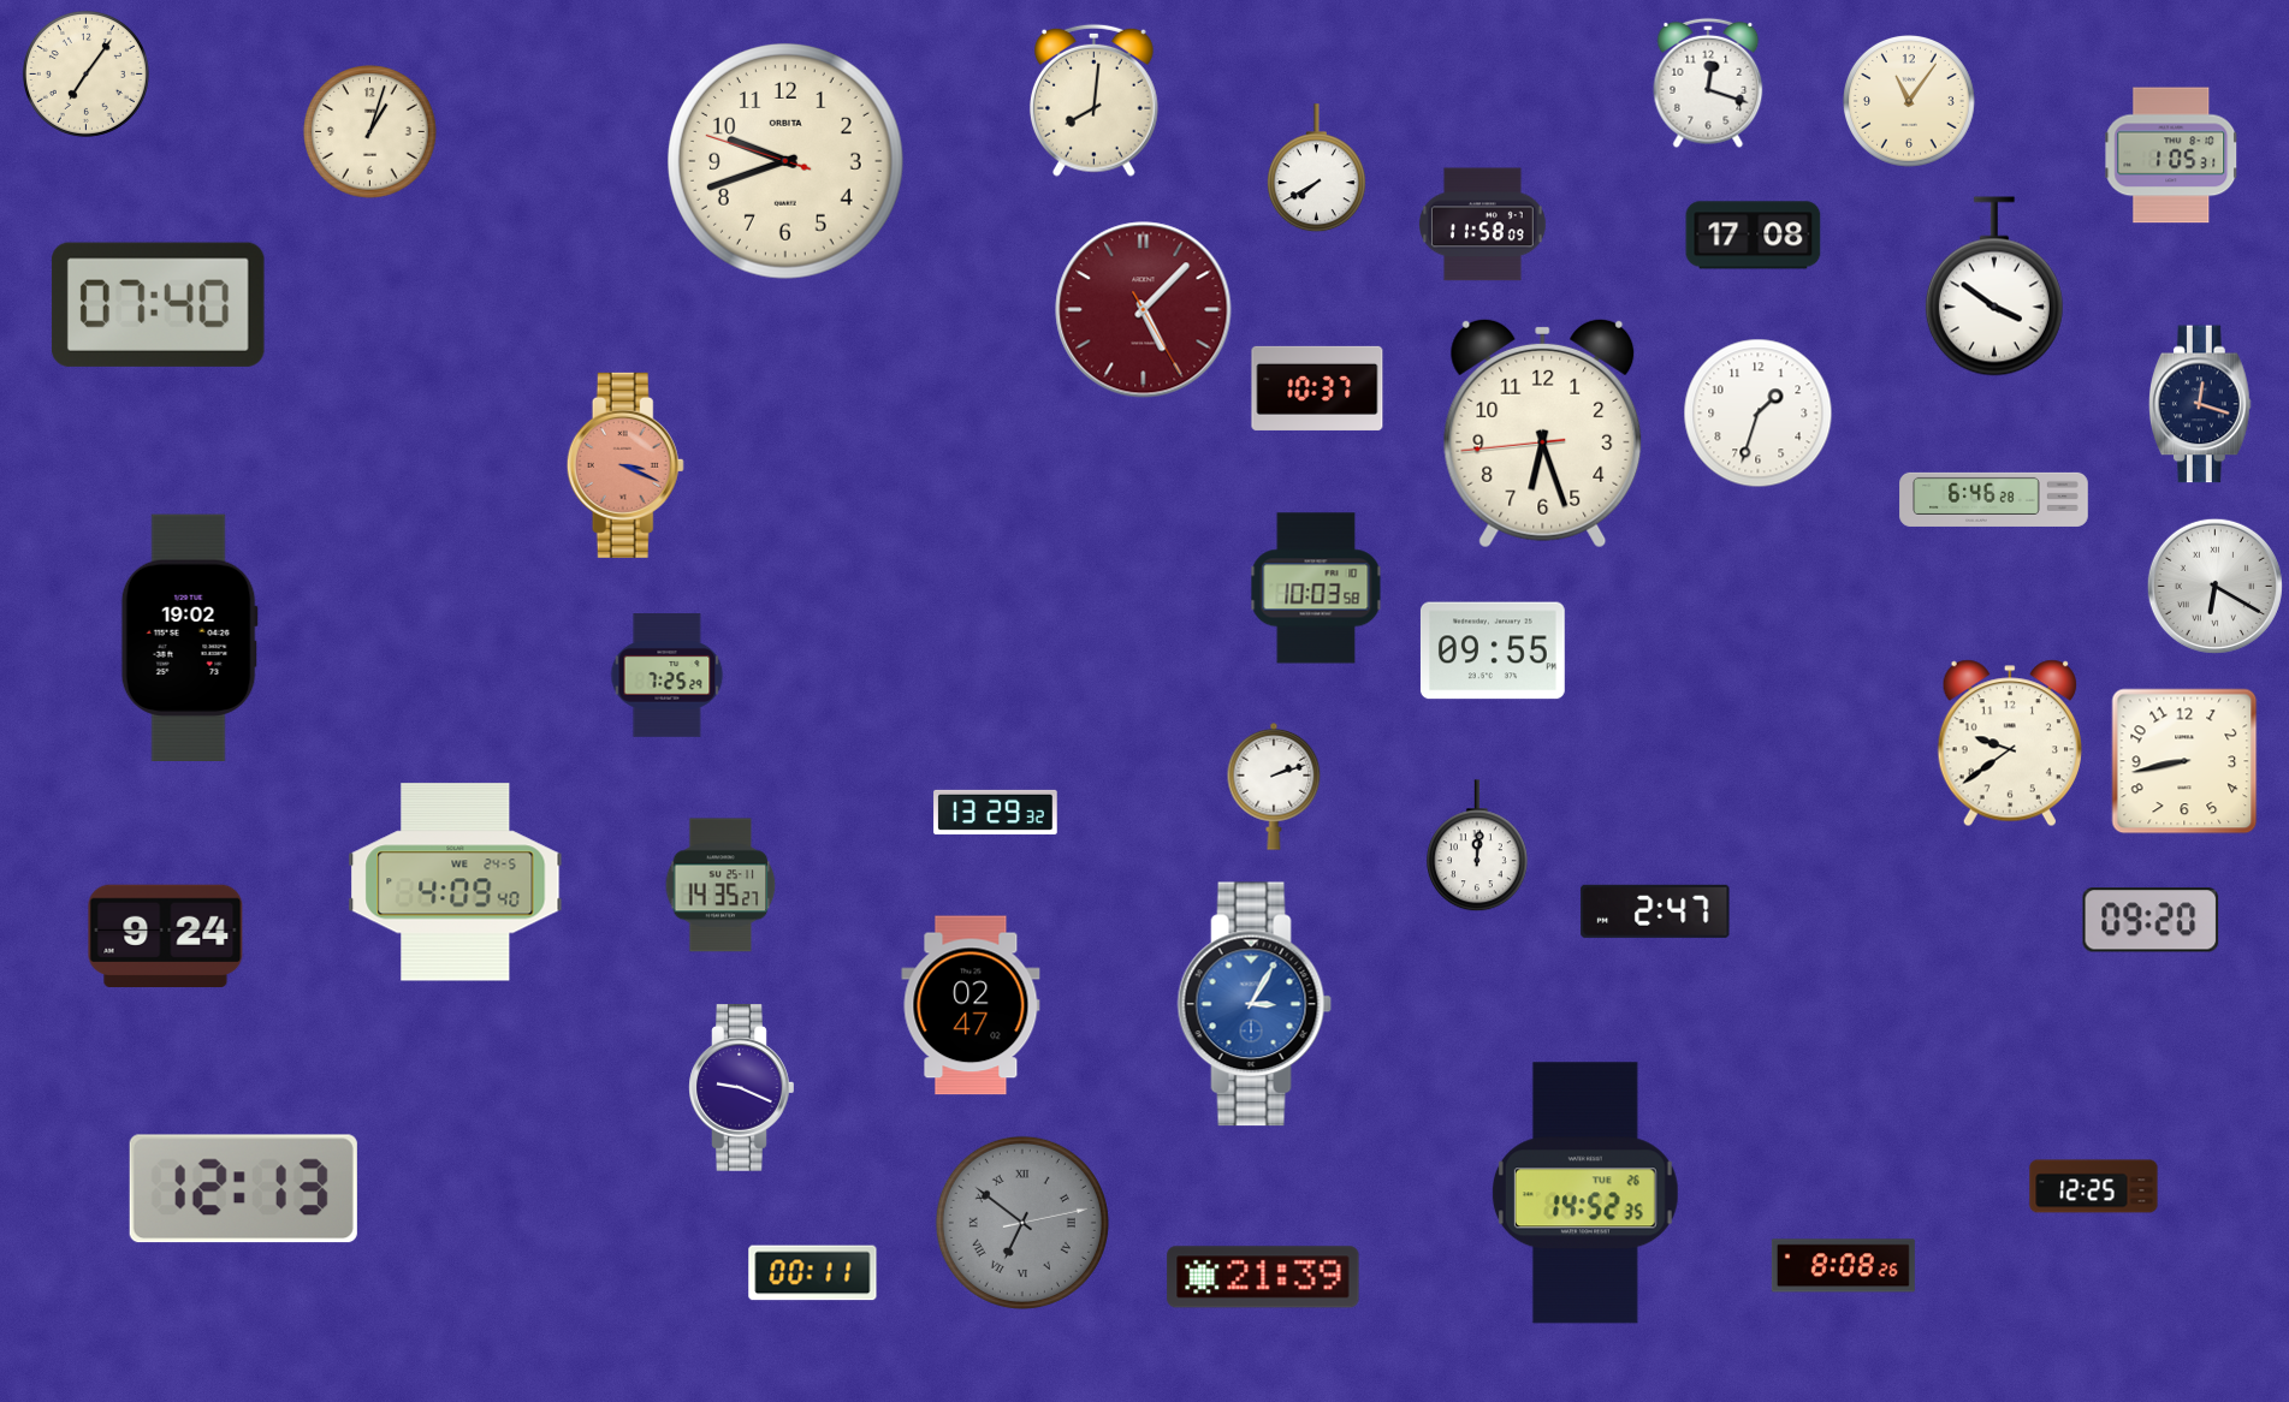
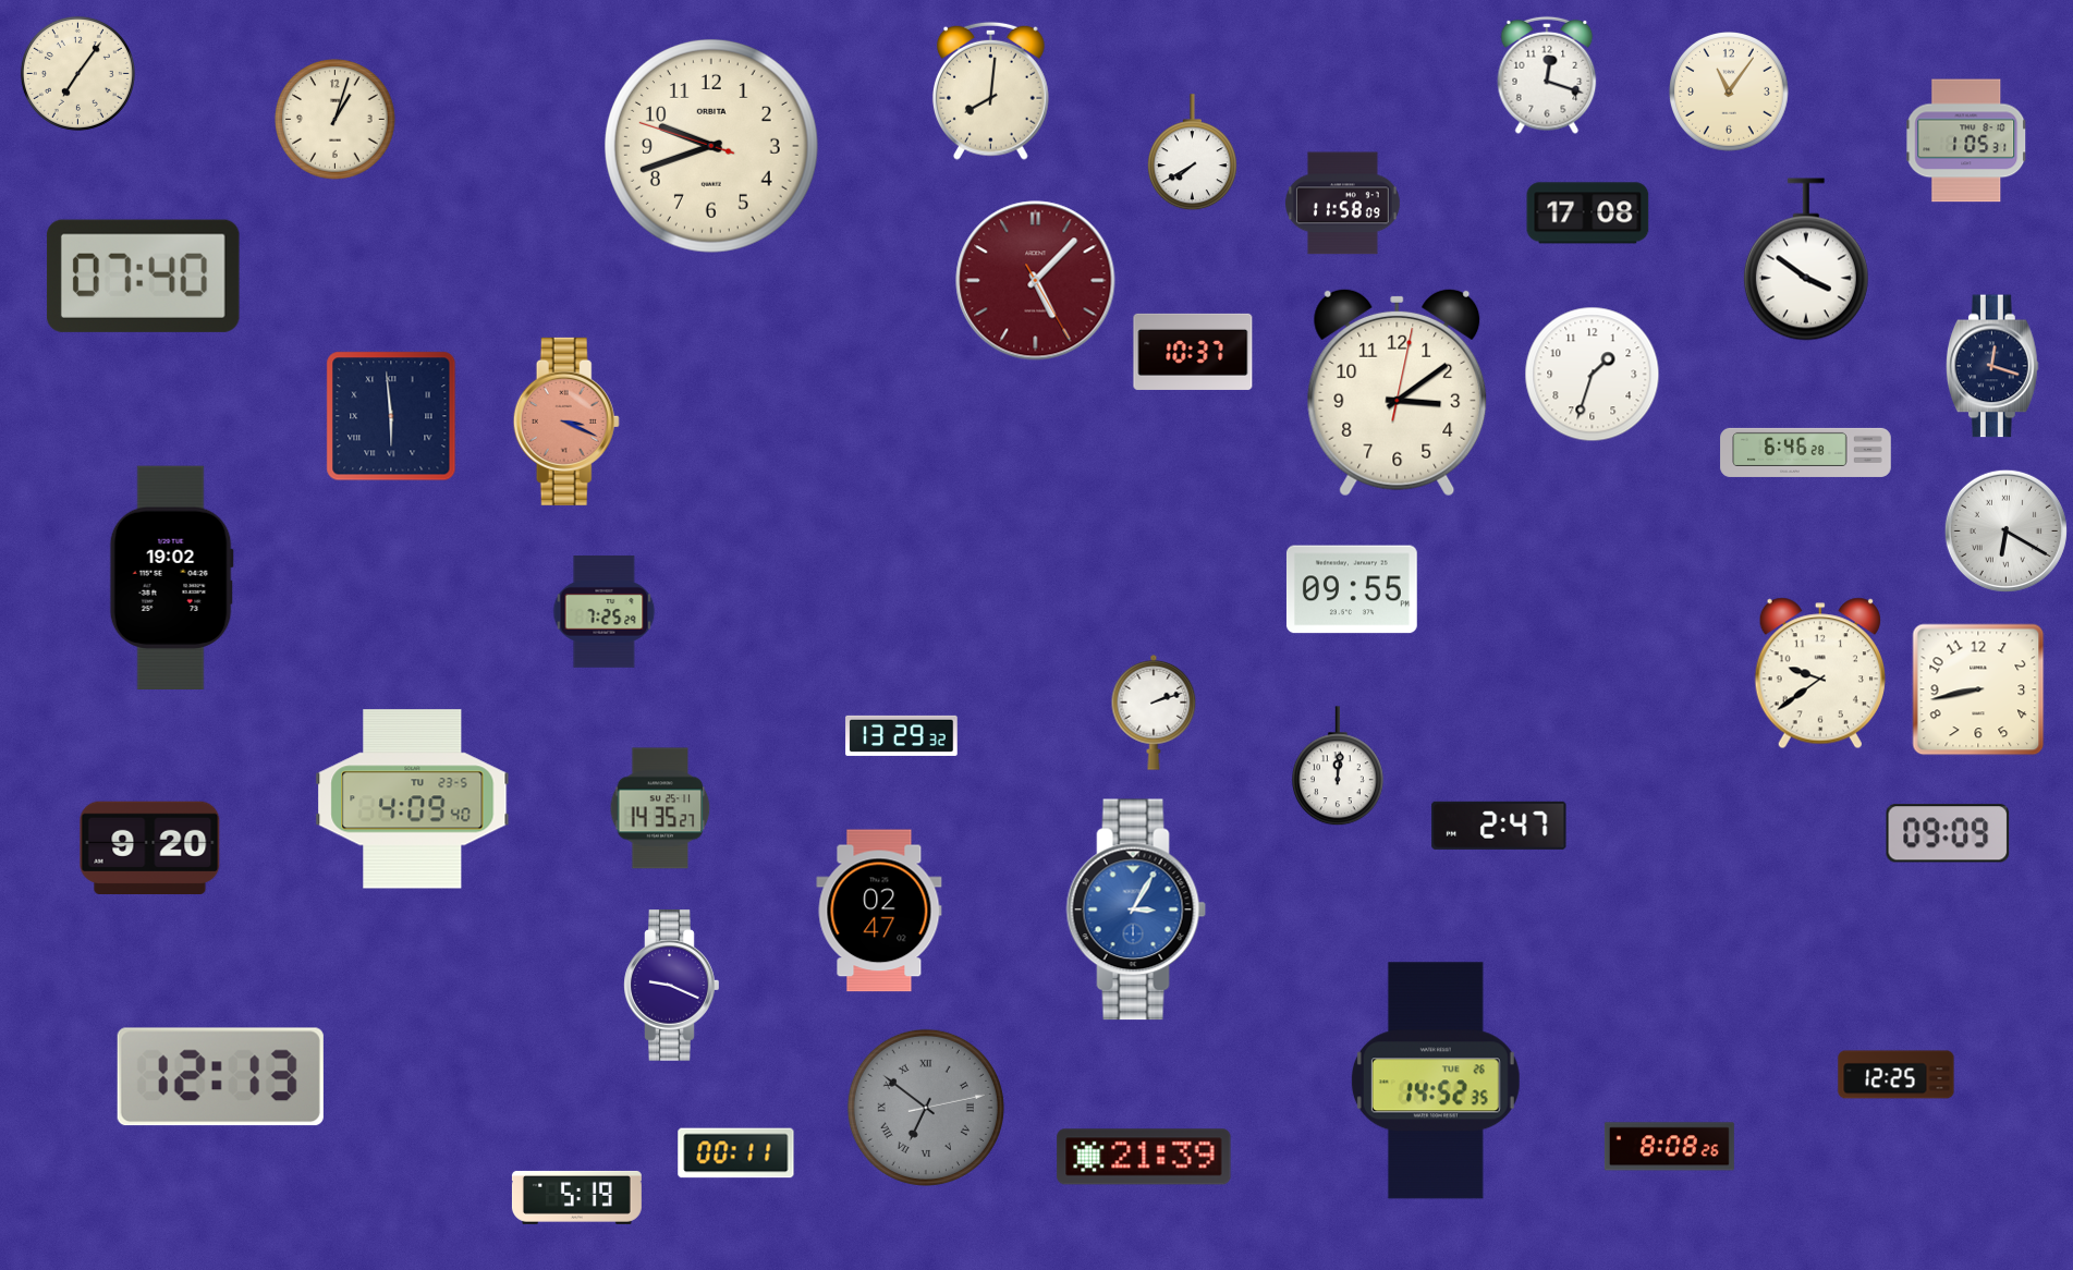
clock at (85, 73) position: (85, 73) -> (77, 73)
clock at (1543, 433): 6:26 -> 3:09
clock at (391, 416): none -> 5:59
clock at (1316, 588): 10:03 -> none
clock at (456, 883) date: WE 24-5 -> TU 23-5
clock at (720, 885) position: (720, 885) -> (660, 808)
clock at (2151, 920): 09:20 -> 09:09
clock at (166, 935): 9:24 -> 9:20
clock at (576, 1197): none -> 5:19
